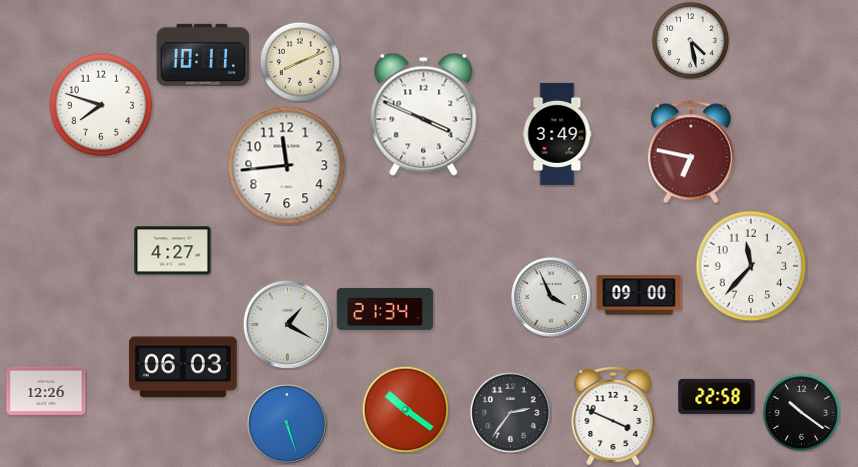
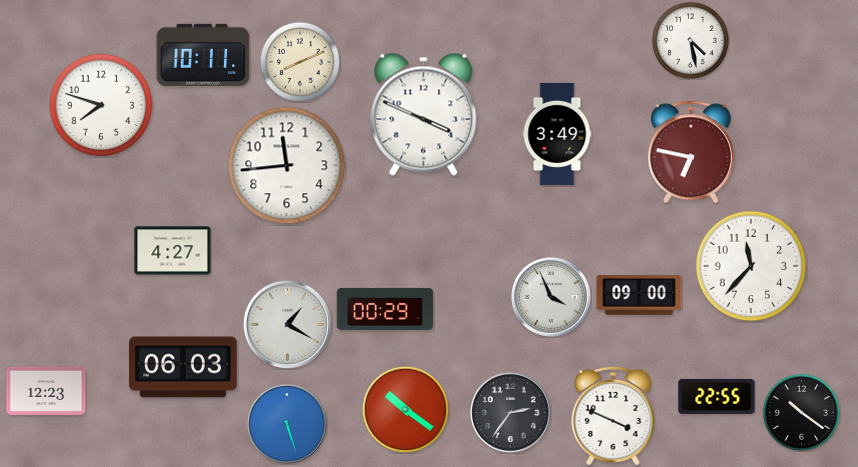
clock at (385, 309): 21:34 -> 00:29
clock at (46, 391): 12:26 -> 12:23
clock at (717, 396): 22:58 -> 22:55
